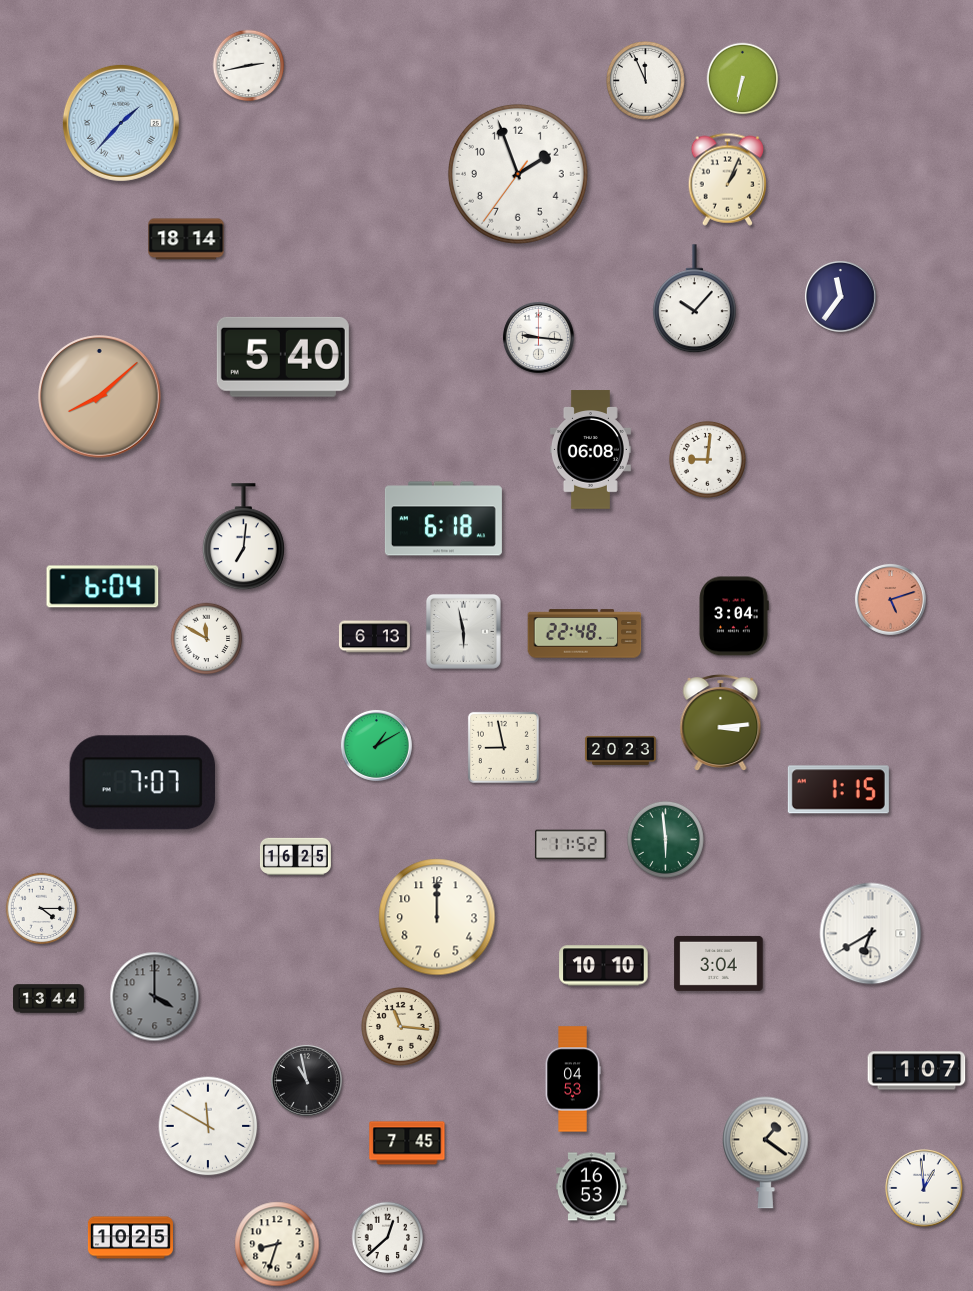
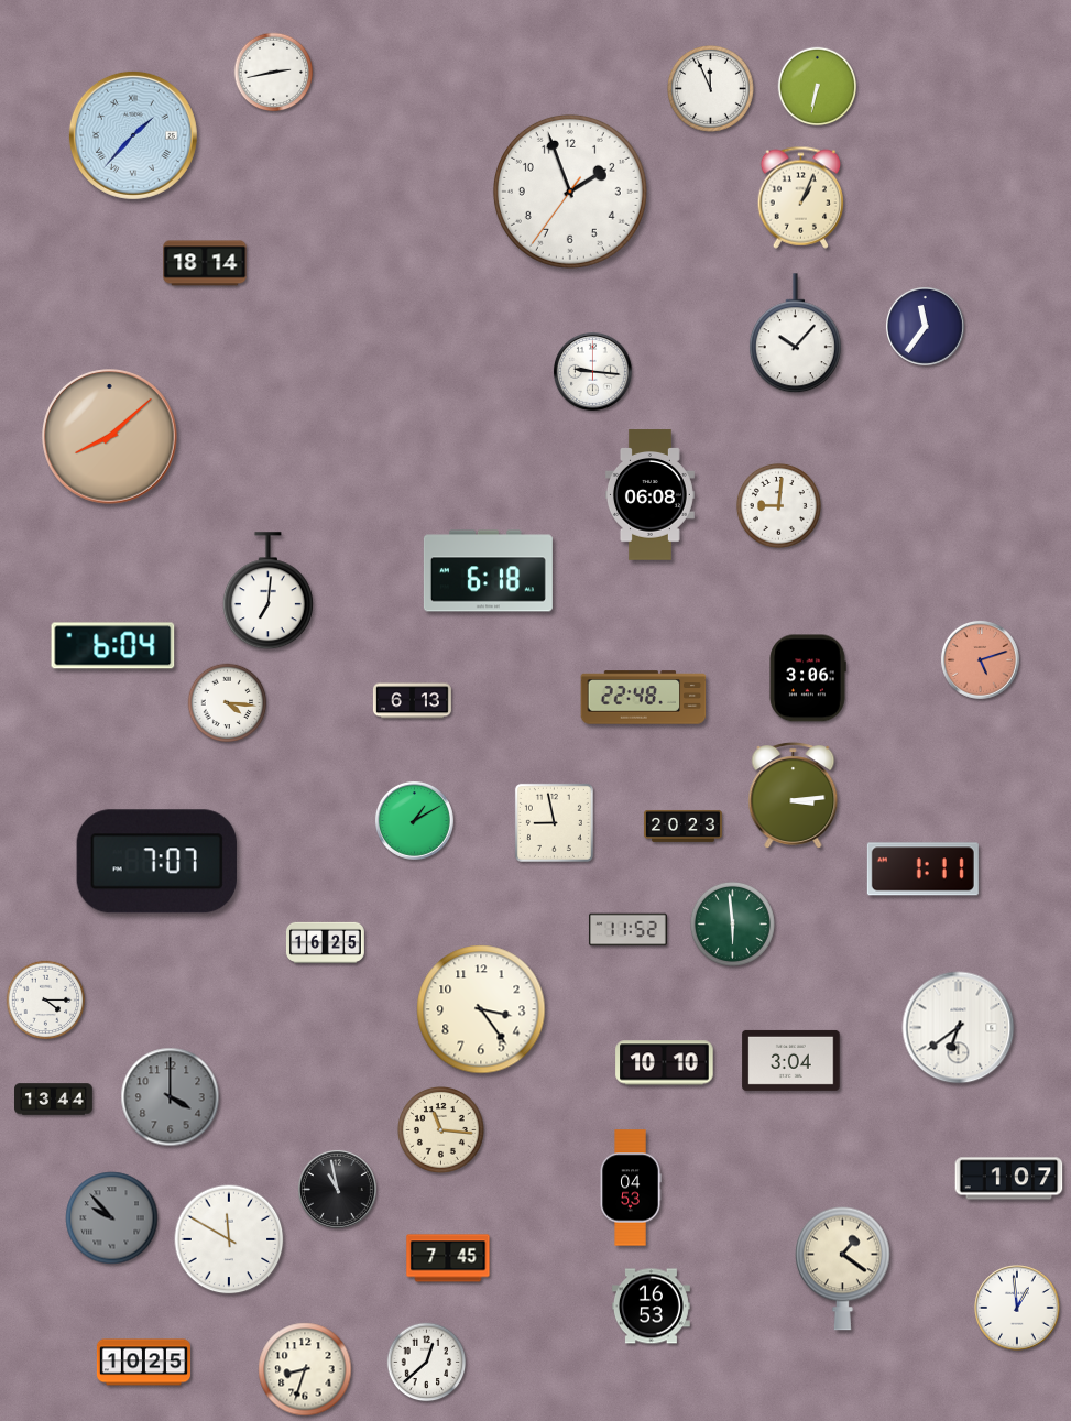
clock at (694, 299) position: (694, 299) -> (795, 334)
clock at (283, 357): 5:40 -> none
clock at (734, 616): 3:04 -> 3:06
clock at (463, 631): 5:58 -> none
clock at (207, 639): 11:50 -> 4:16
clock at (838, 790): 1:15 -> 1:11
clock at (437, 917): 12:00 -> 3:24
clock at (871, 934): 6:40 -> 6:39
clock at (112, 1218): none -> 9:53
